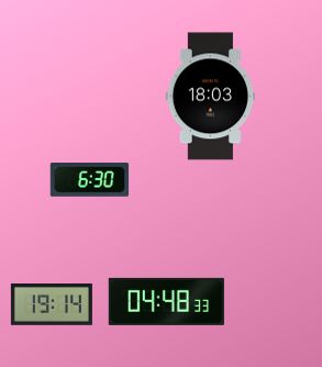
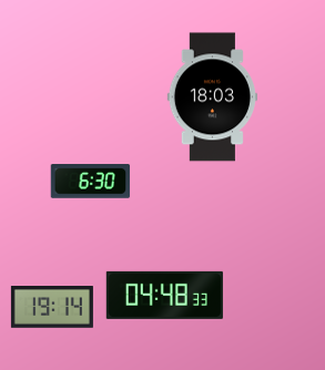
clock at (166, 301) position: (166, 301) -> (164, 295)
